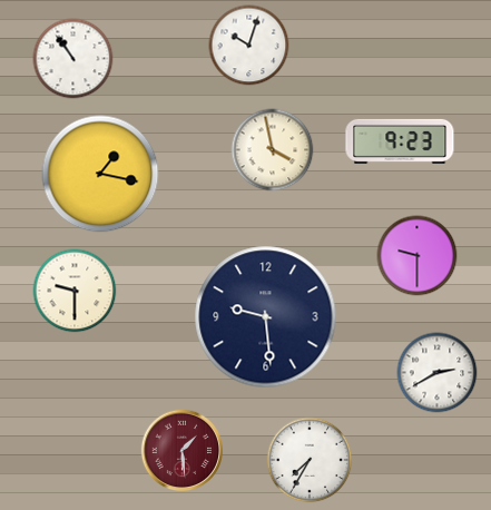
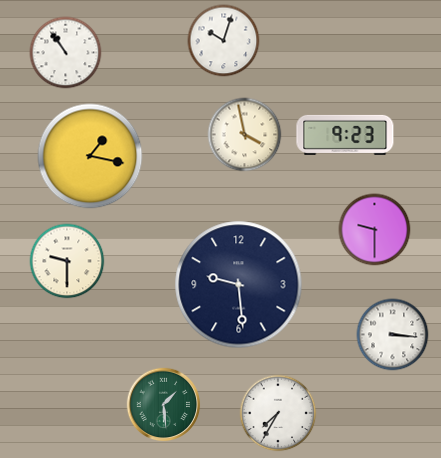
clock at (400, 141) position: (400, 141) -> (345, 135)
clock at (438, 373): 2:40 -> 3:16
clock at (183, 451) dial: burgundy -> green
